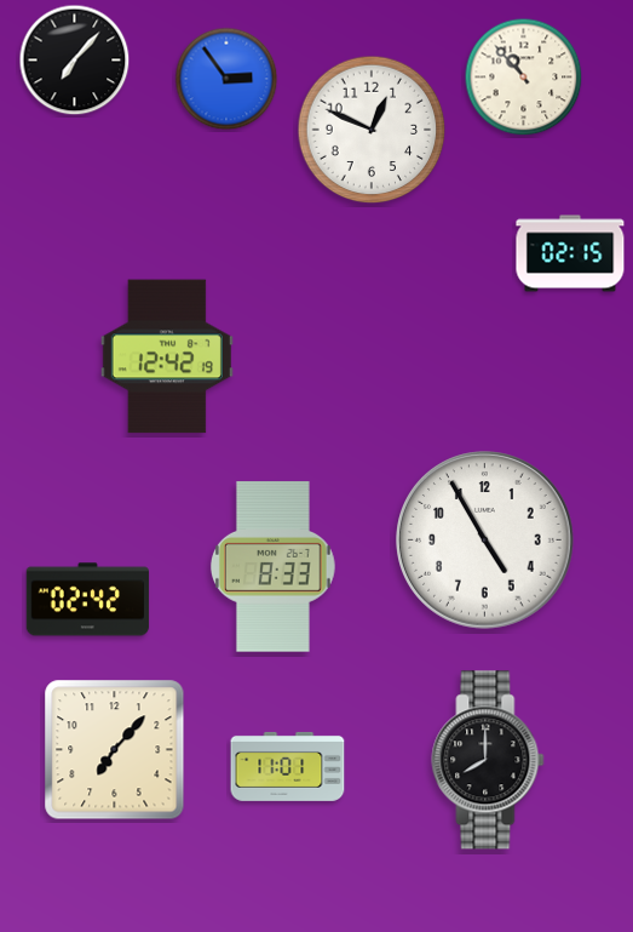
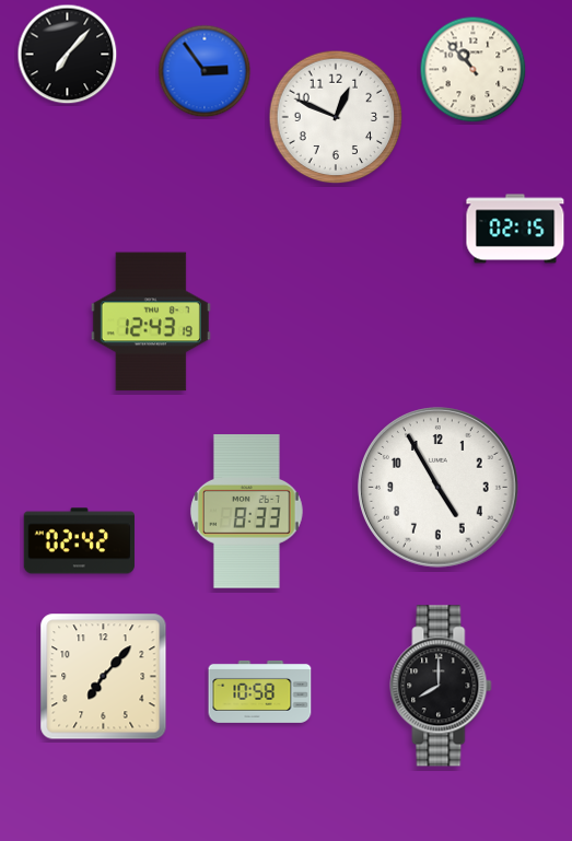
clock at (167, 356): 12:42 -> 12:43
clock at (288, 766): 11:01 -> 10:58
